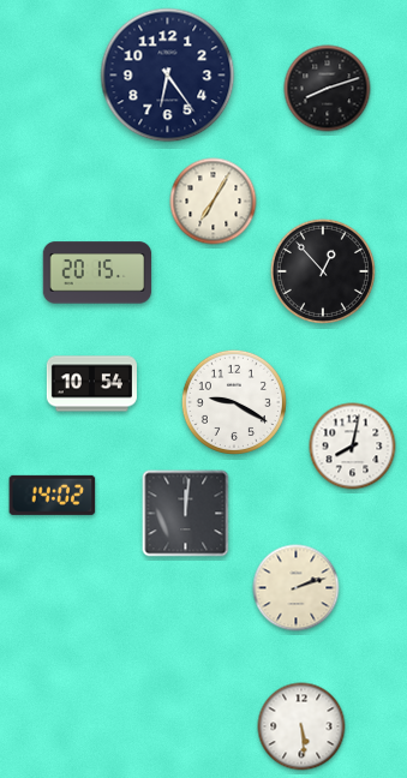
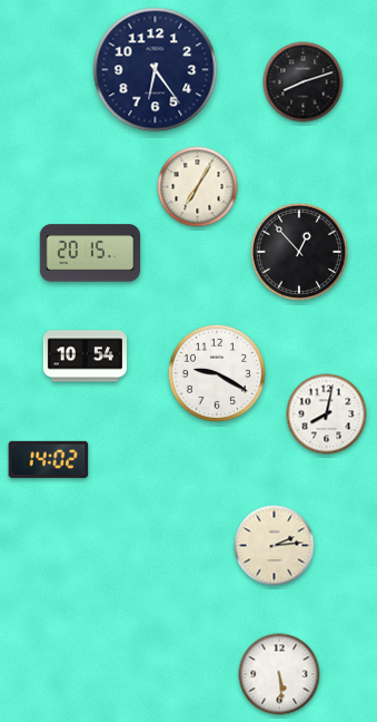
clock at (186, 514): 12:01 -> none
clock at (297, 588): 2:12 -> 2:14
